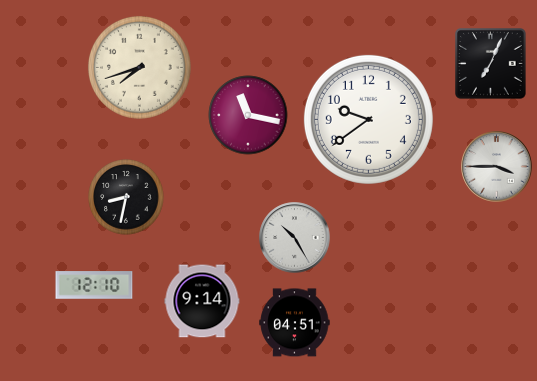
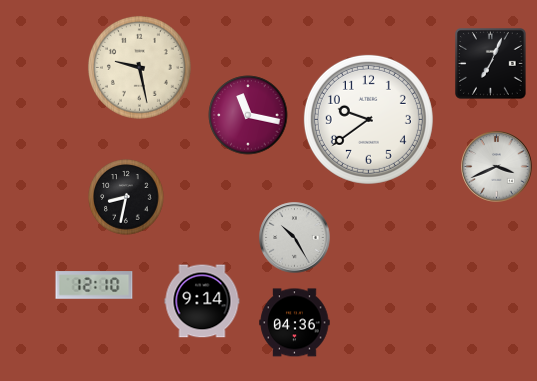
clock at (139, 67): 7:42 -> 9:28
clock at (497, 167): 3:45 -> 3:41
clock at (295, 323): 04:51 -> 04:36
